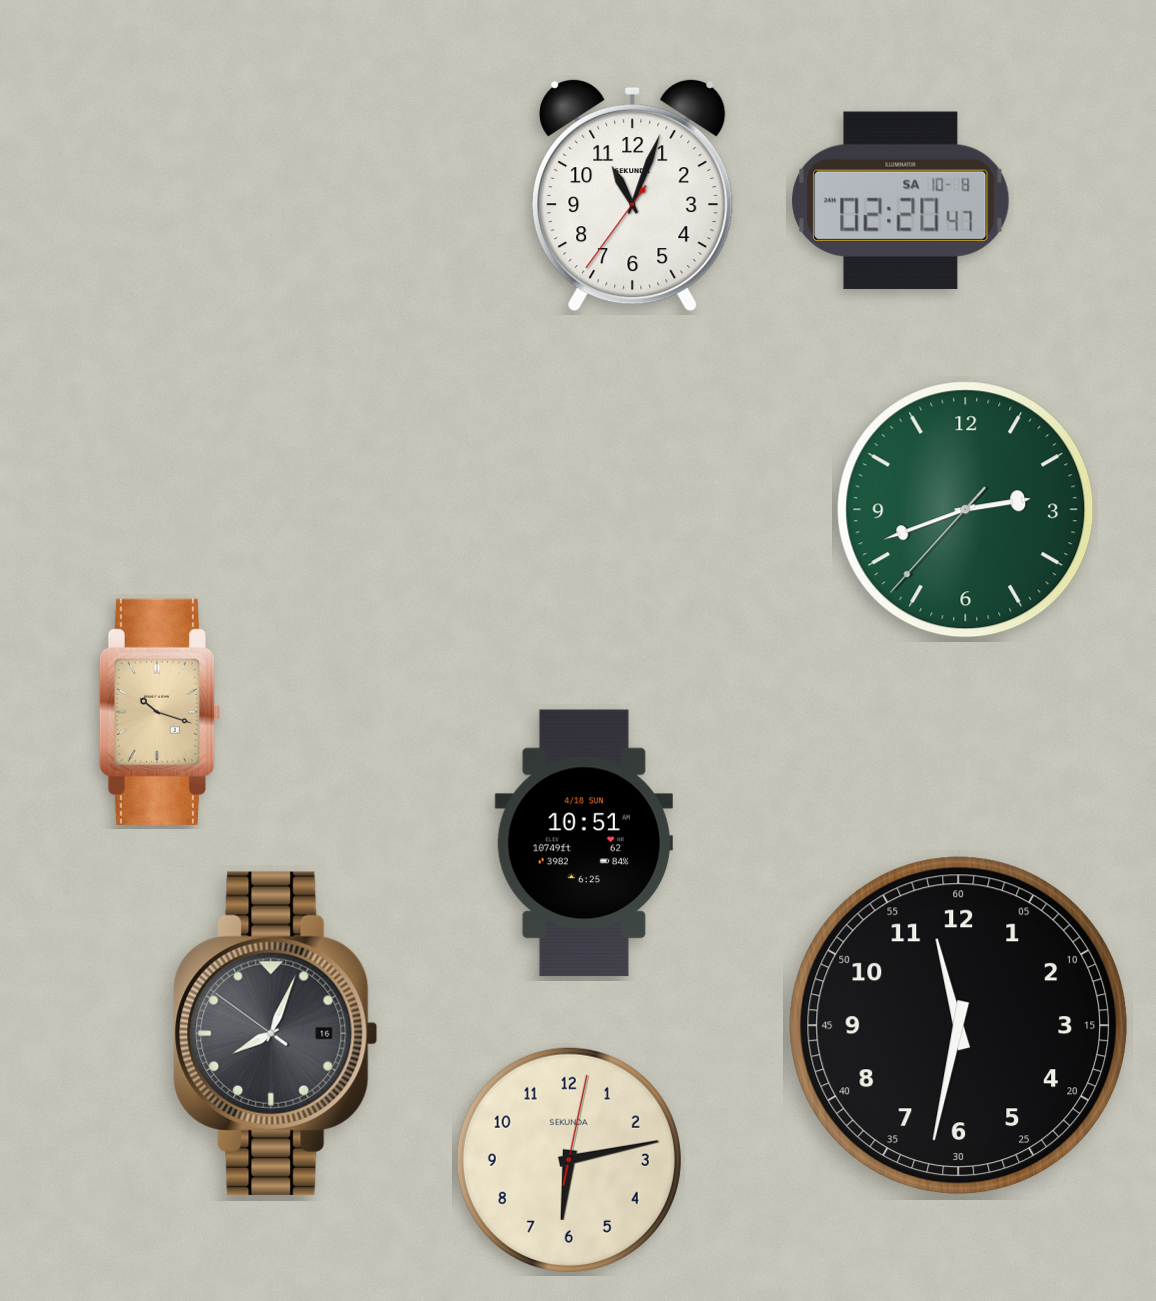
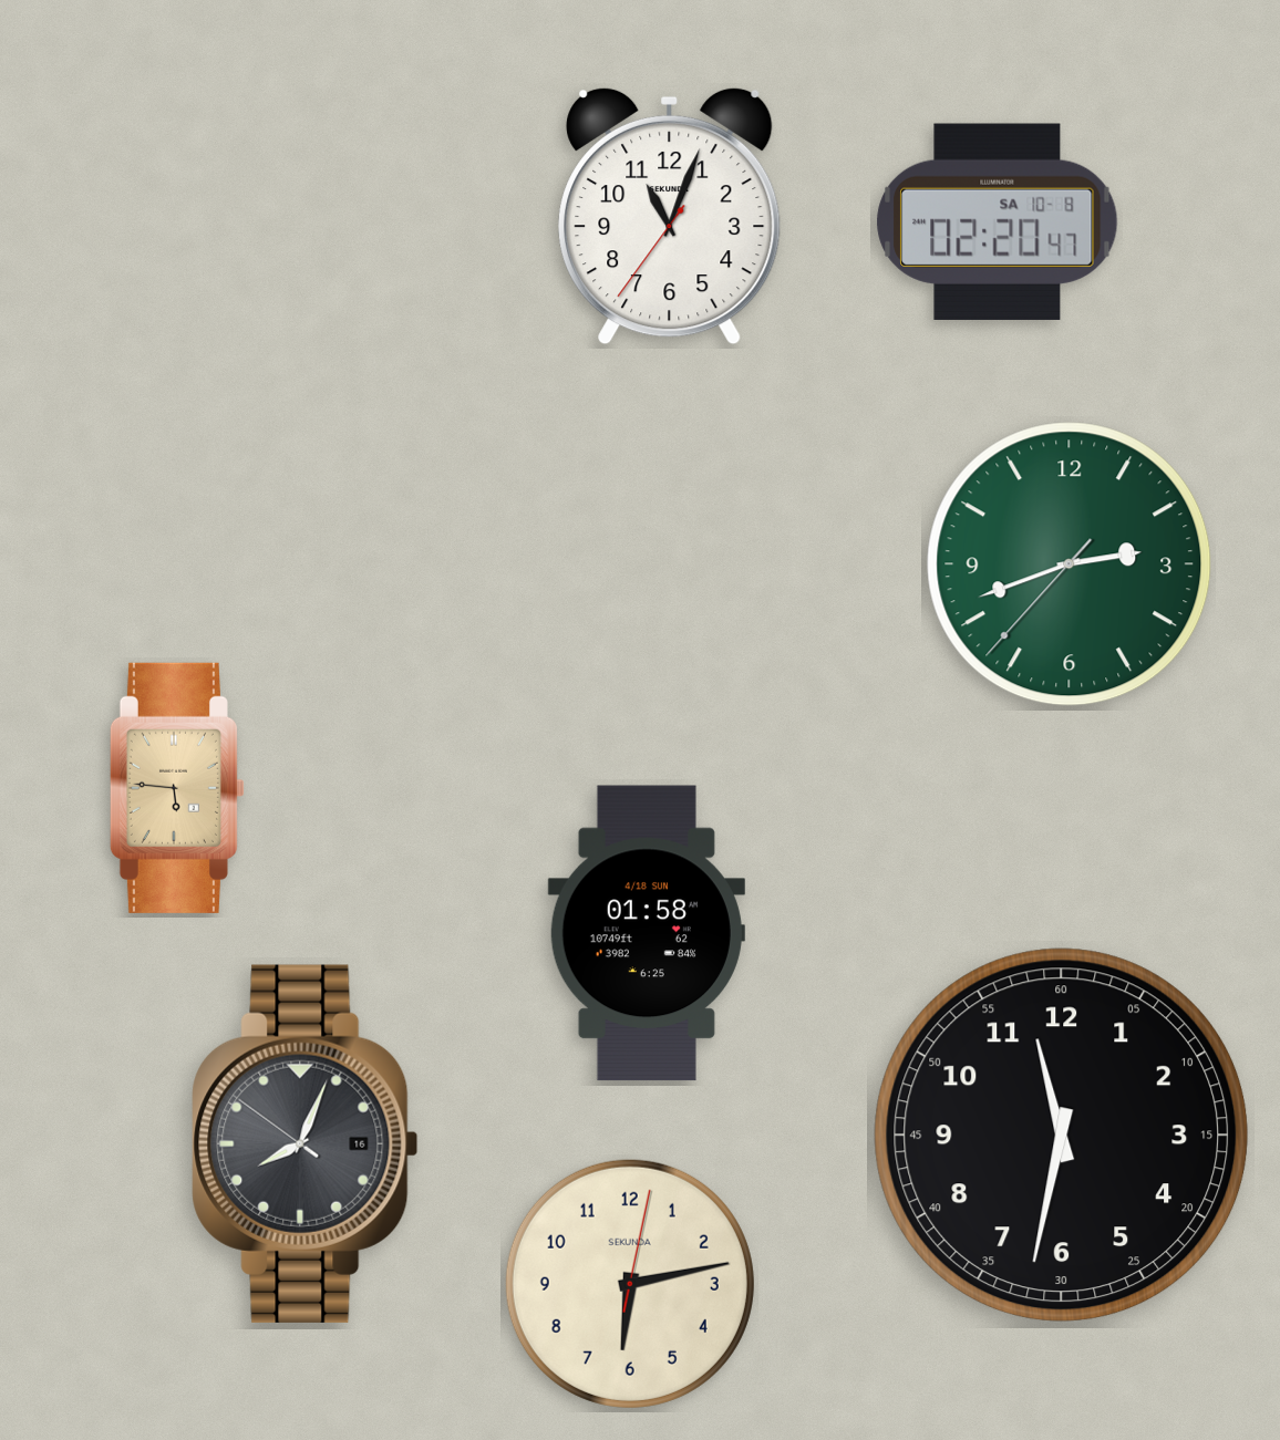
clock at (633, 195) position: (633, 195) -> (670, 216)
clock at (160, 712): 10:18 -> 5:46
clock at (584, 843): 10:51 -> 01:58
